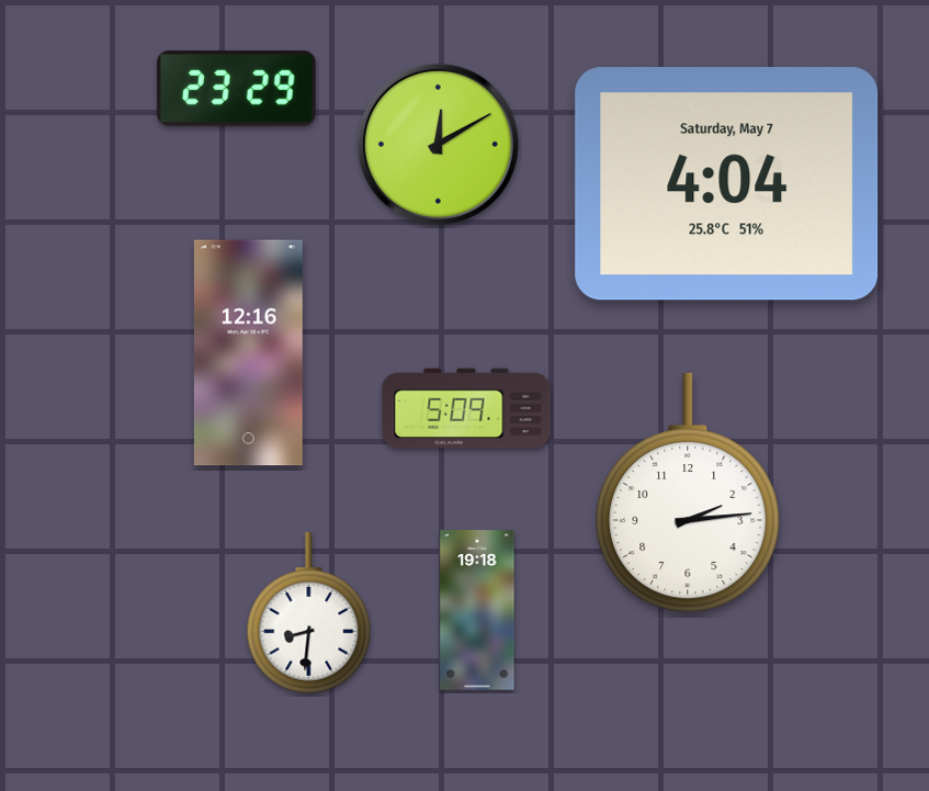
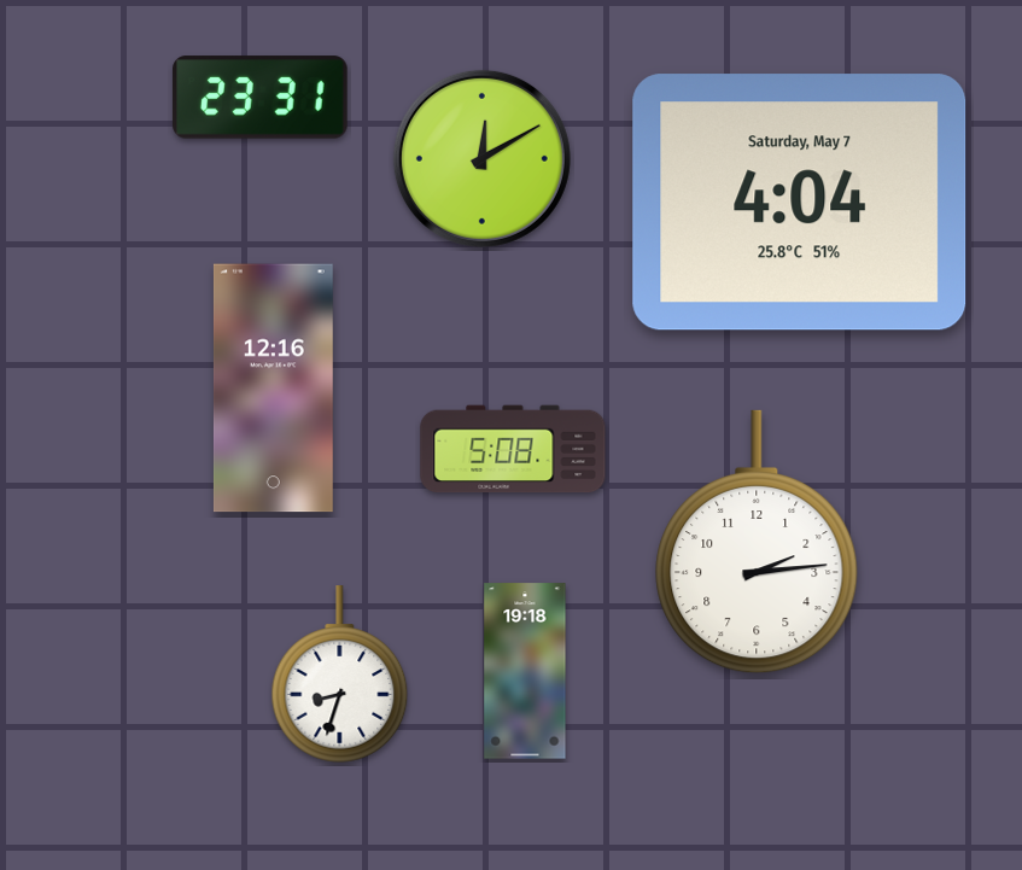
clock at (237, 89): 23:29 -> 23:31
clock at (466, 408): 5:09 -> 5:08
clock at (309, 613): 8:31 -> 8:33
